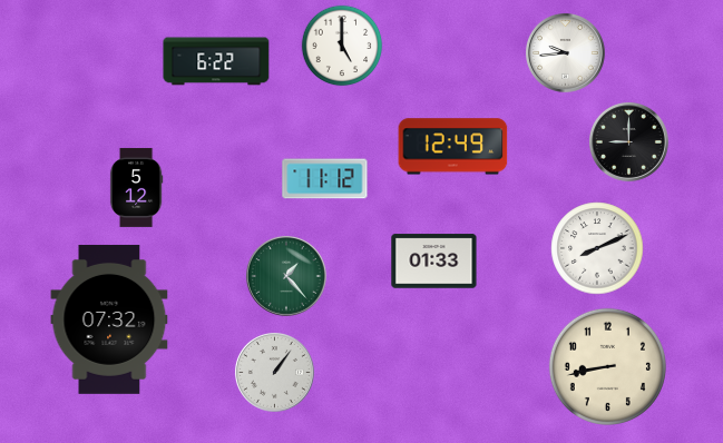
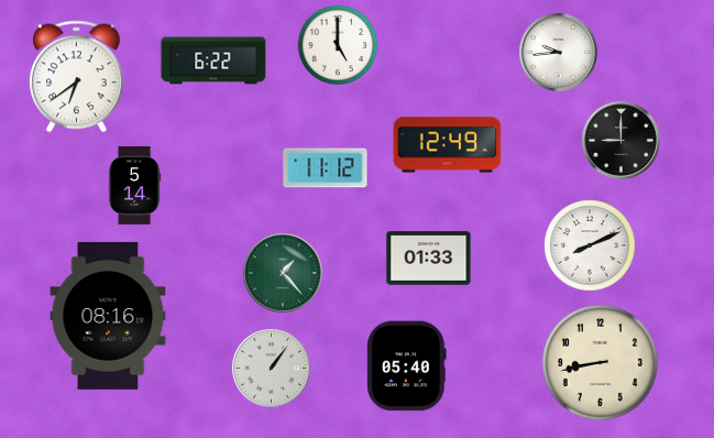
clock at (76, 77): none -> 6:39
clock at (325, 179) position: (325, 179) -> (326, 168)
clock at (136, 187): 5:12 -> 5:14
clock at (109, 319): 07:32 -> 08:16
clock at (407, 366): none -> 05:40
